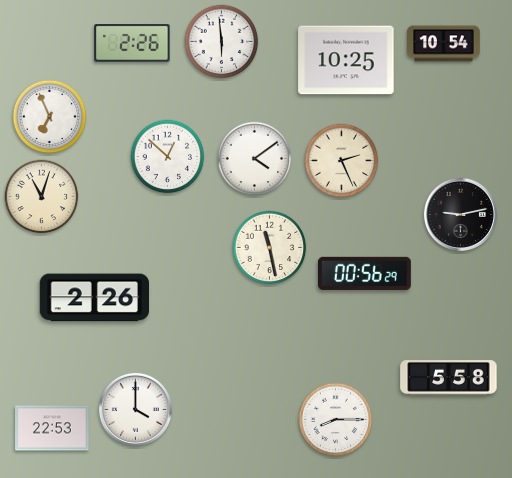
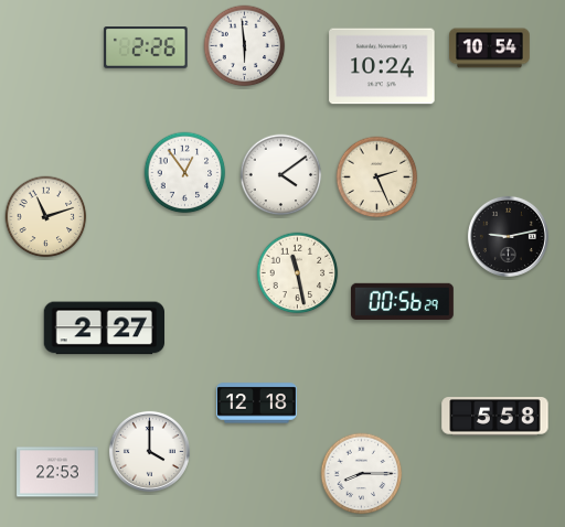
clock at (346, 60): 10:25 -> 10:24
clock at (50, 117): 6:56 -> none
clock at (168, 157): 12:52 -> 12:54
clock at (42, 197): 11:03 -> 11:12
clock at (94, 298): 2:26 -> 2:27
clock at (257, 404): none -> 12:18
clock at (336, 420) position: (336, 420) -> (362, 474)
